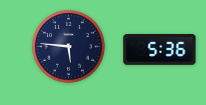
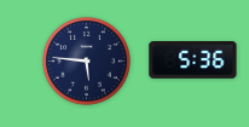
clock at (69, 47) position: (69, 47) -> (87, 62)
